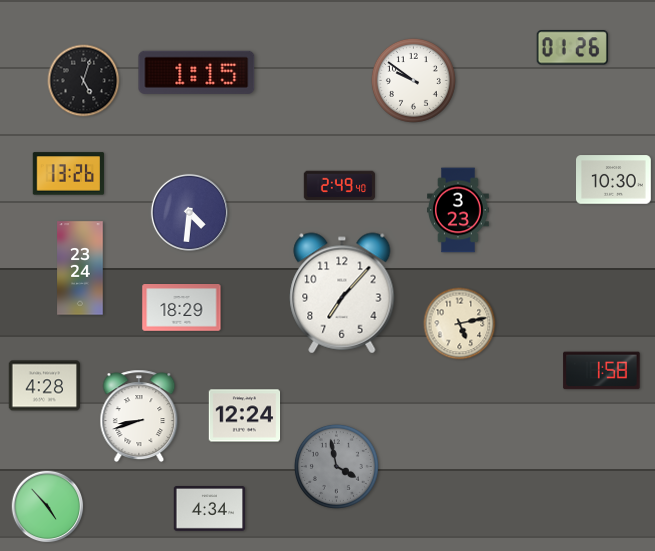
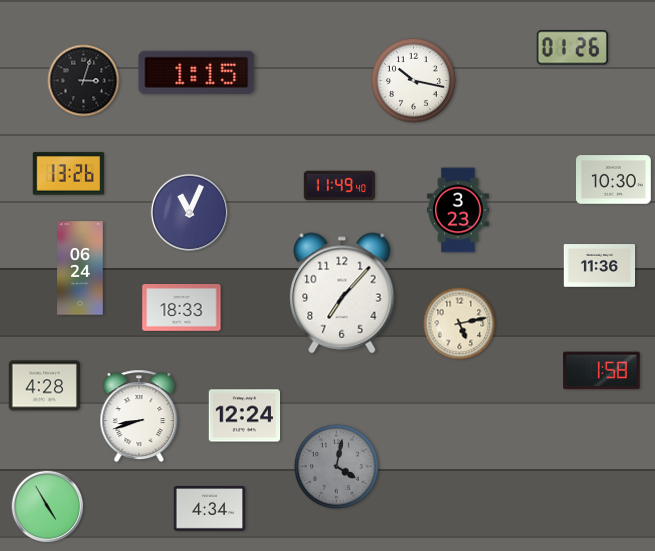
clock at (413, 80): 9:51 -> 10:17
clock at (84, 81): 5:03 -> 3:03
clock at (340, 186): 2:49 -> 11:49
clock at (189, 212): 4:31 -> 11:04
clock at (600, 266): none -> 11:36
clock at (80, 268): 23:24 -> 06:24
clock at (182, 308): 18:29 -> 18:33
clock at (336, 466): 3:58 -> 4:02
clock at (48, 507): 4:53 -> 4:55
